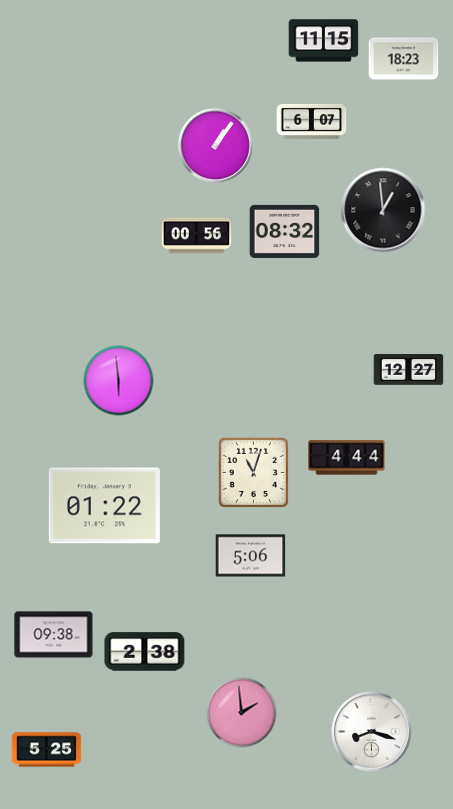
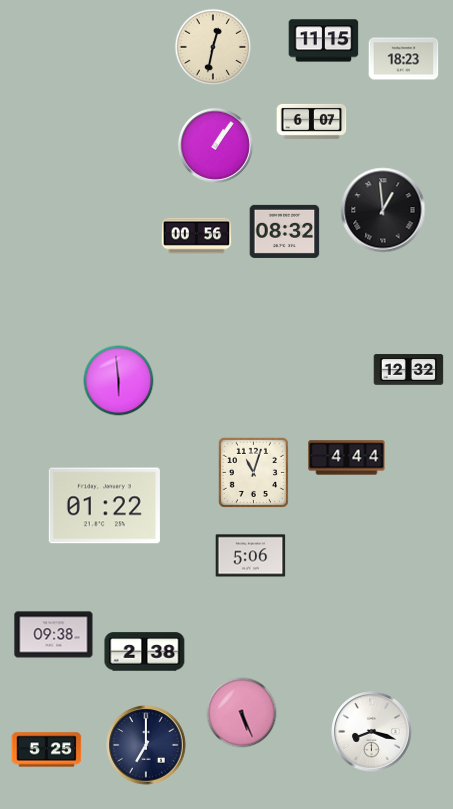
clock at (213, 47): none -> 12:32
clock at (409, 370): 12:27 -> 12:32
clock at (242, 713): 1:59 -> 5:26
clock at (146, 745): none -> 7:00
